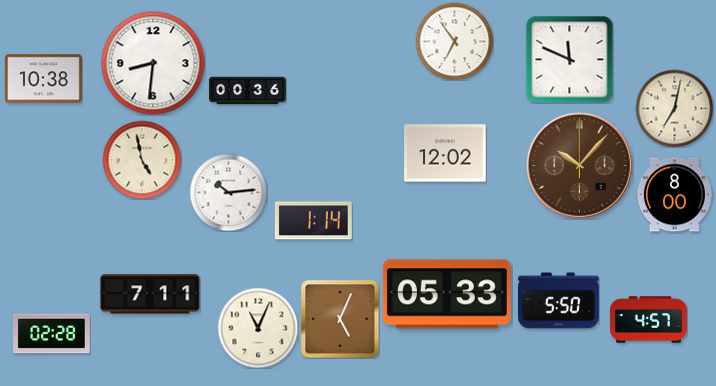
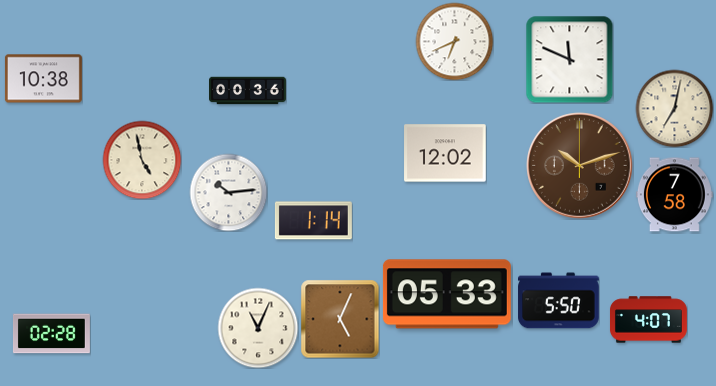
clock at (454, 41): 6:54 -> 6:41
clock at (153, 63): 8:31 -> none
clock at (580, 166): 10:07 -> 10:12
clock at (674, 195): 8:00 -> 7:58
clock at (150, 294): 7:11 -> none
clock at (648, 320): 4:57 -> 4:07
